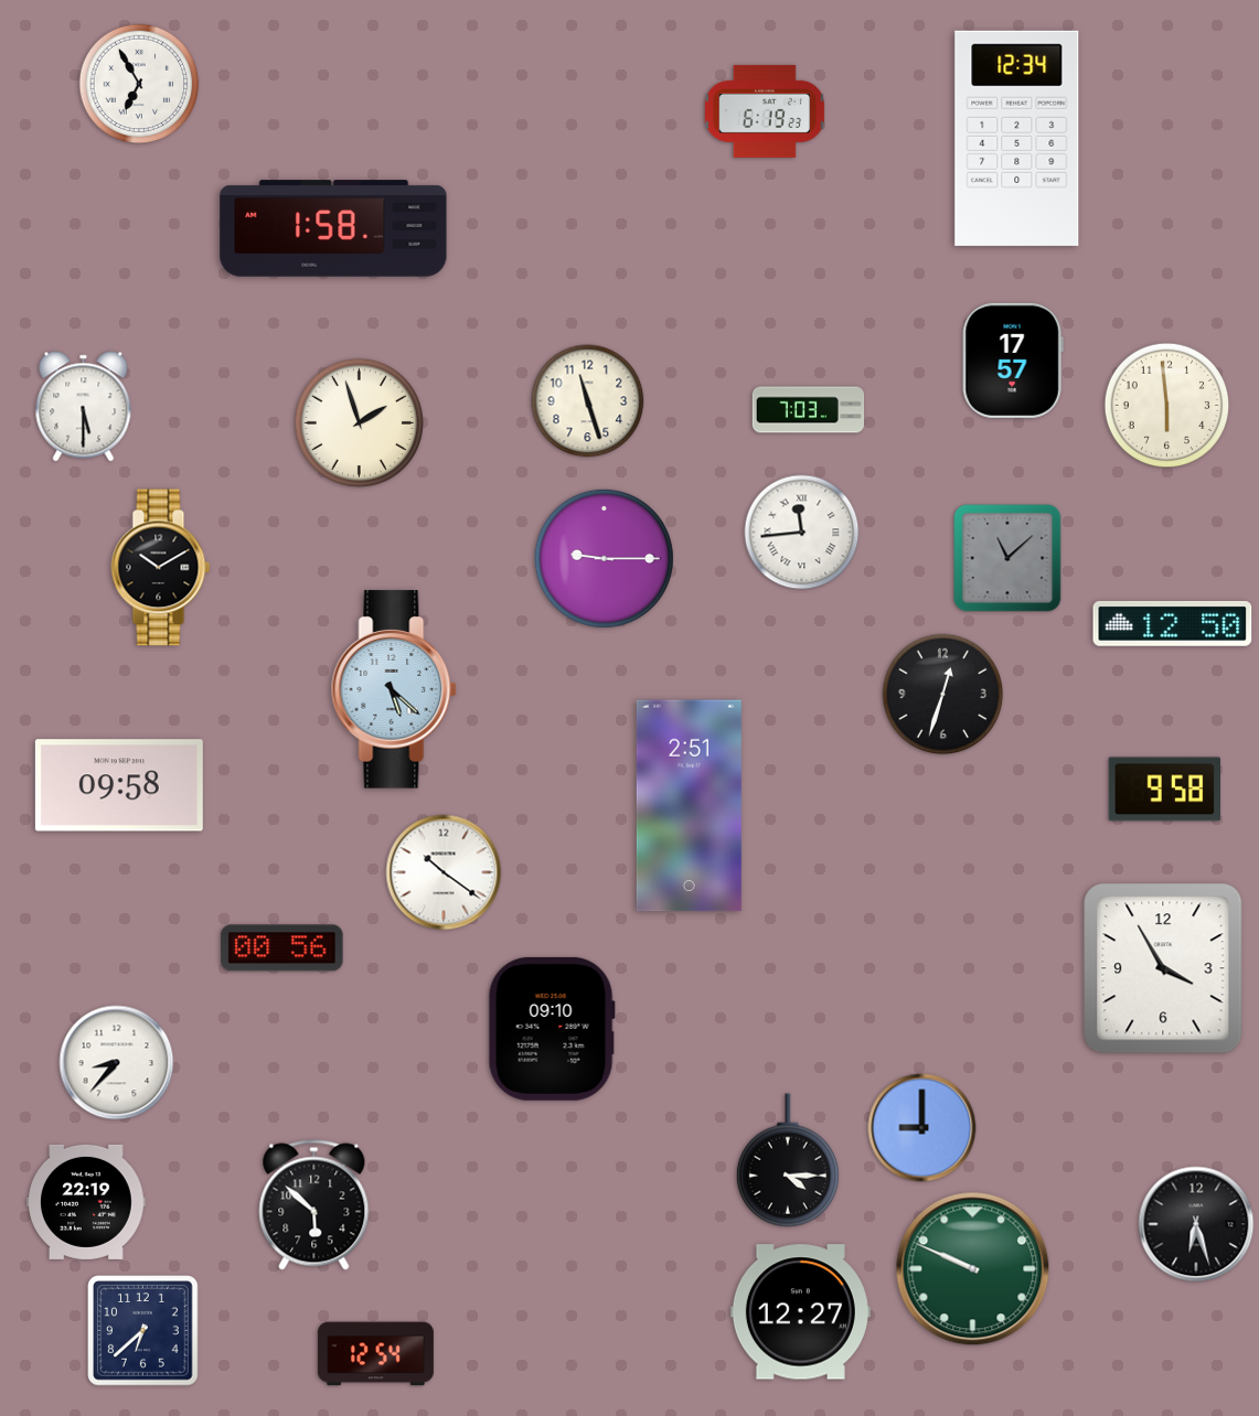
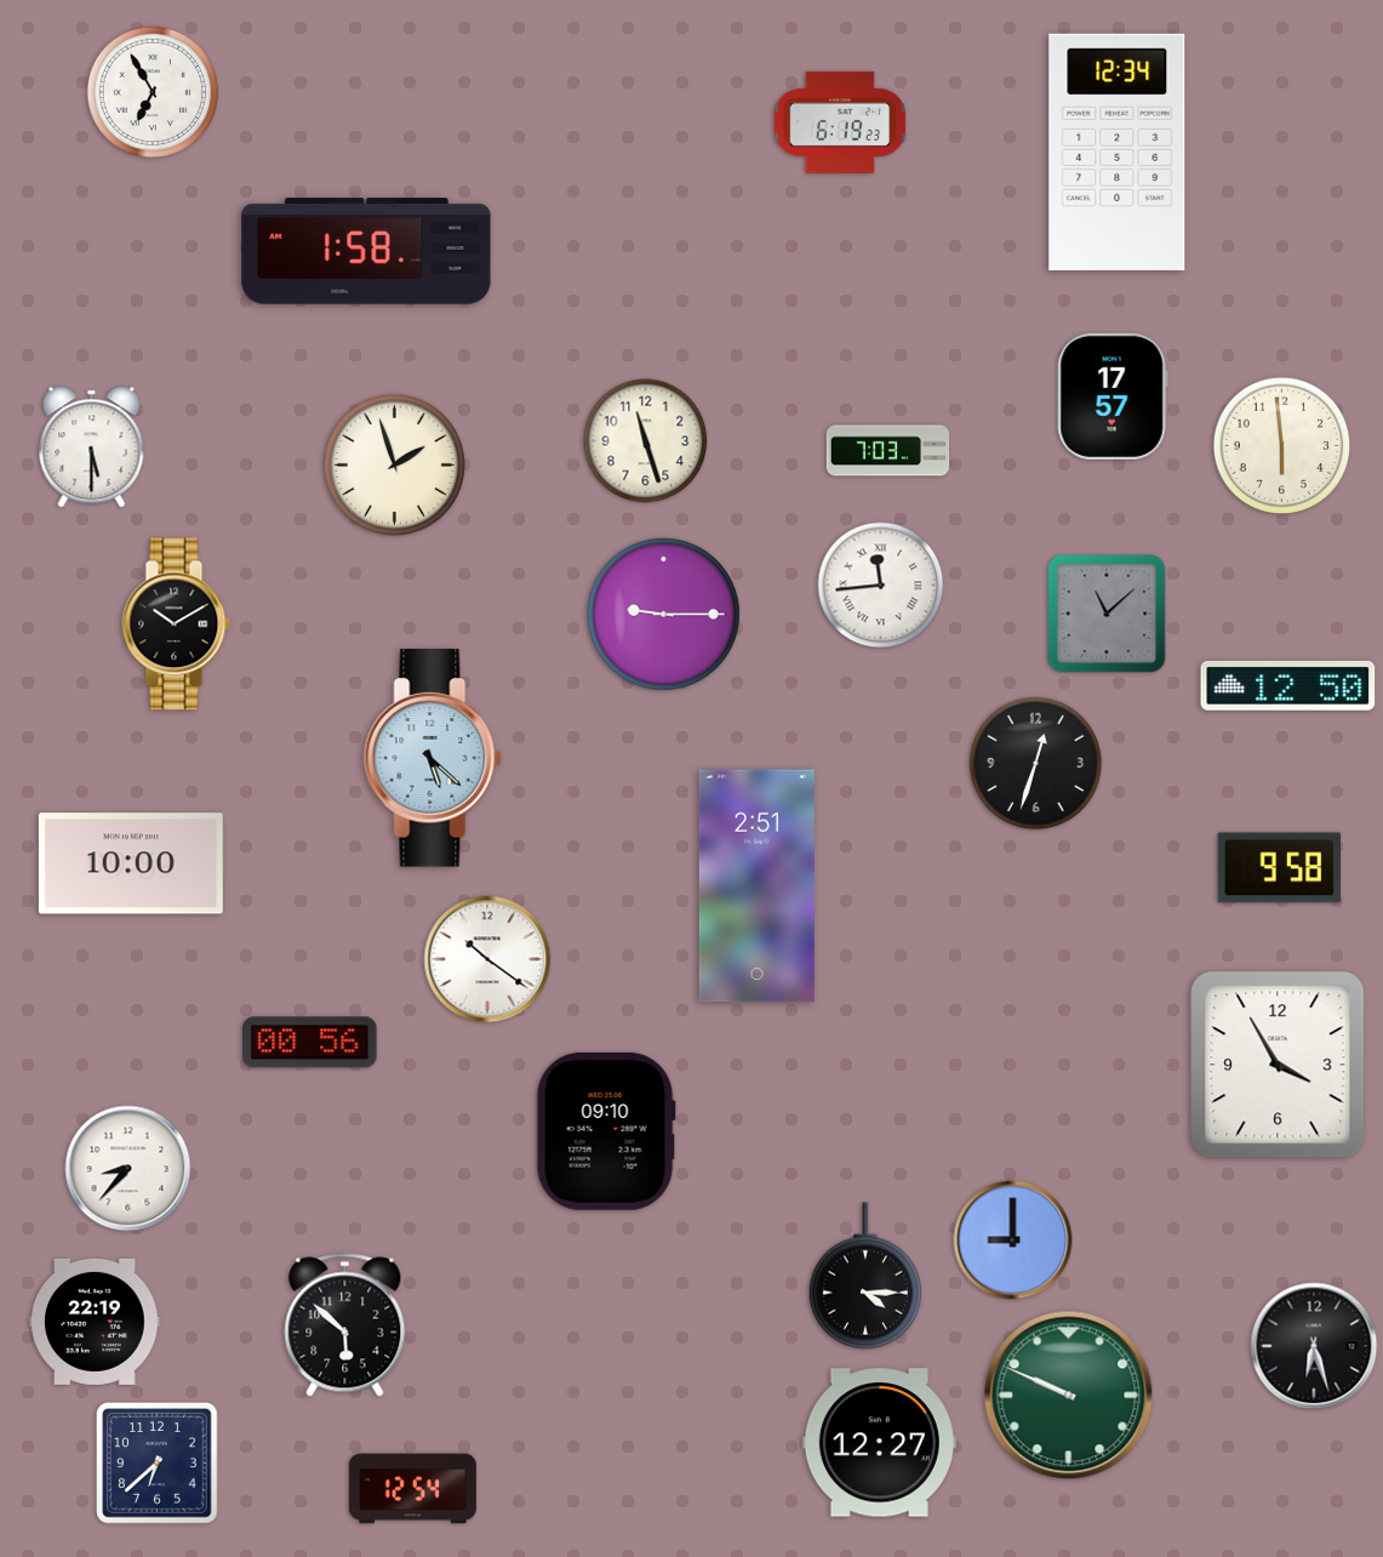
clock at (119, 785): 09:58 -> 10:00
